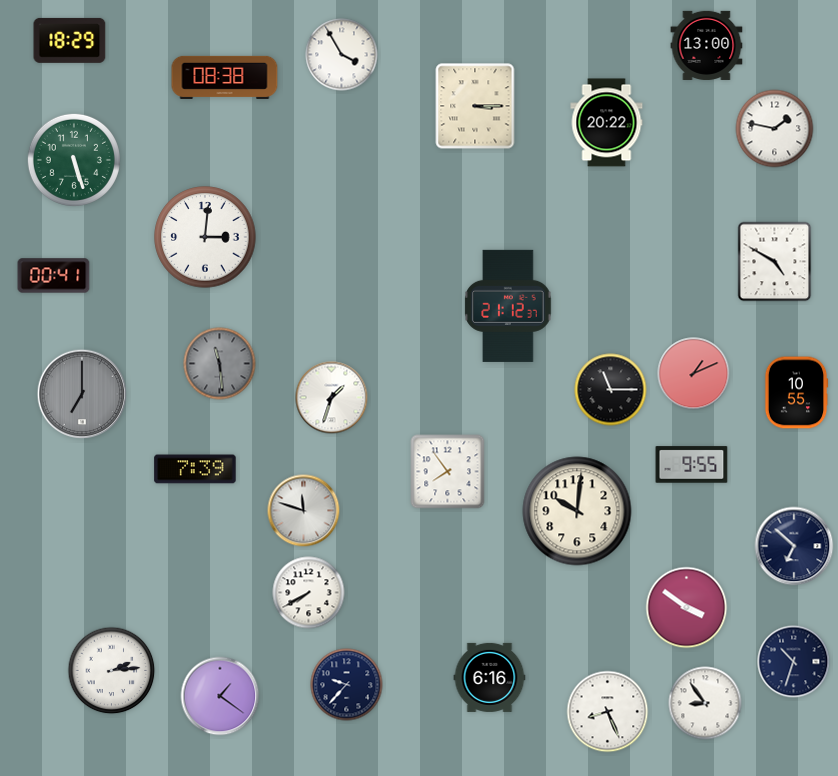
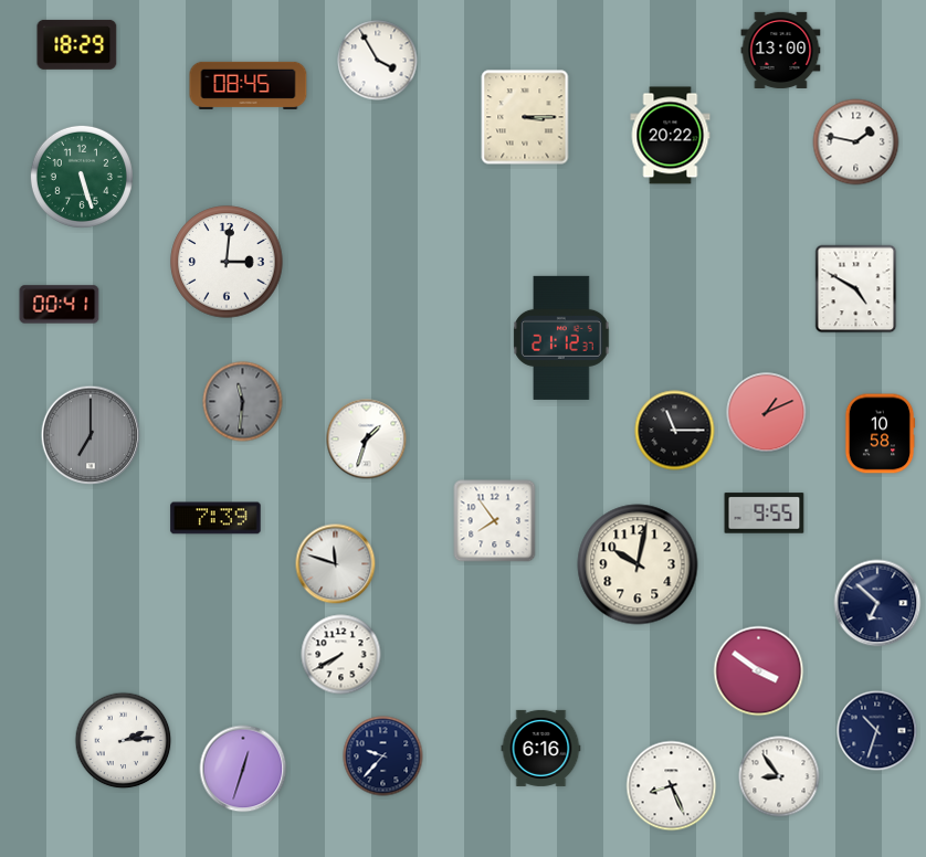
clock at (225, 77): 08:38 -> 08:45
clock at (220, 364): 11:29 -> 11:31
clock at (796, 393): 10:55 -> 10:58
clock at (577, 511): 10:01 -> 10:02
clock at (220, 696): 1:21 -> 12:33
